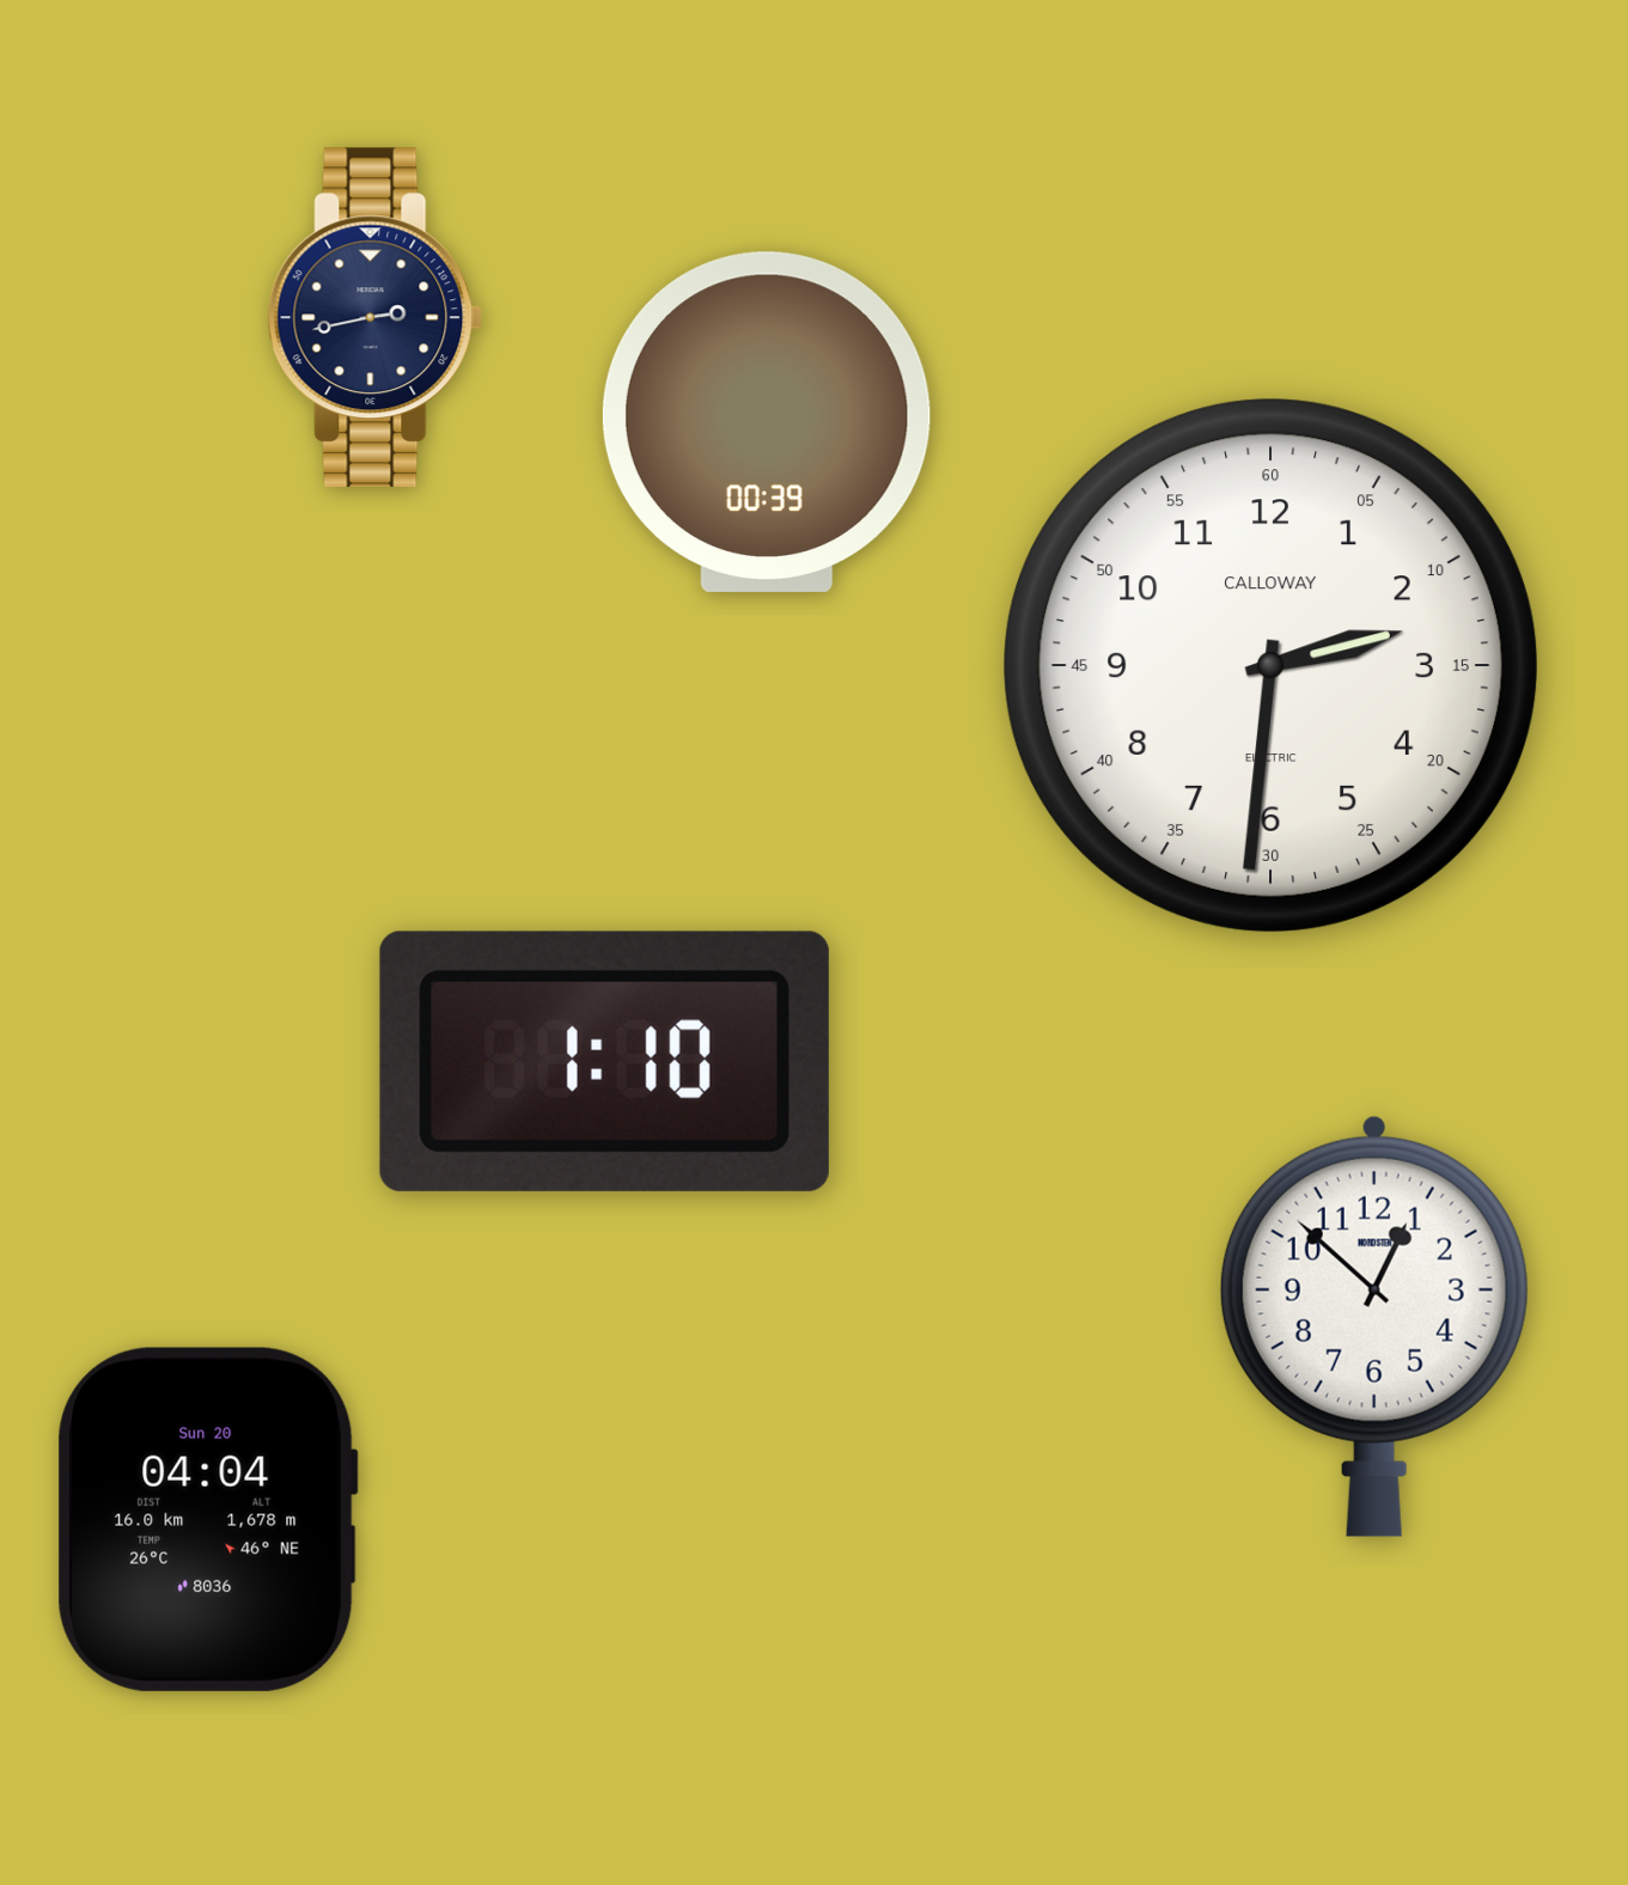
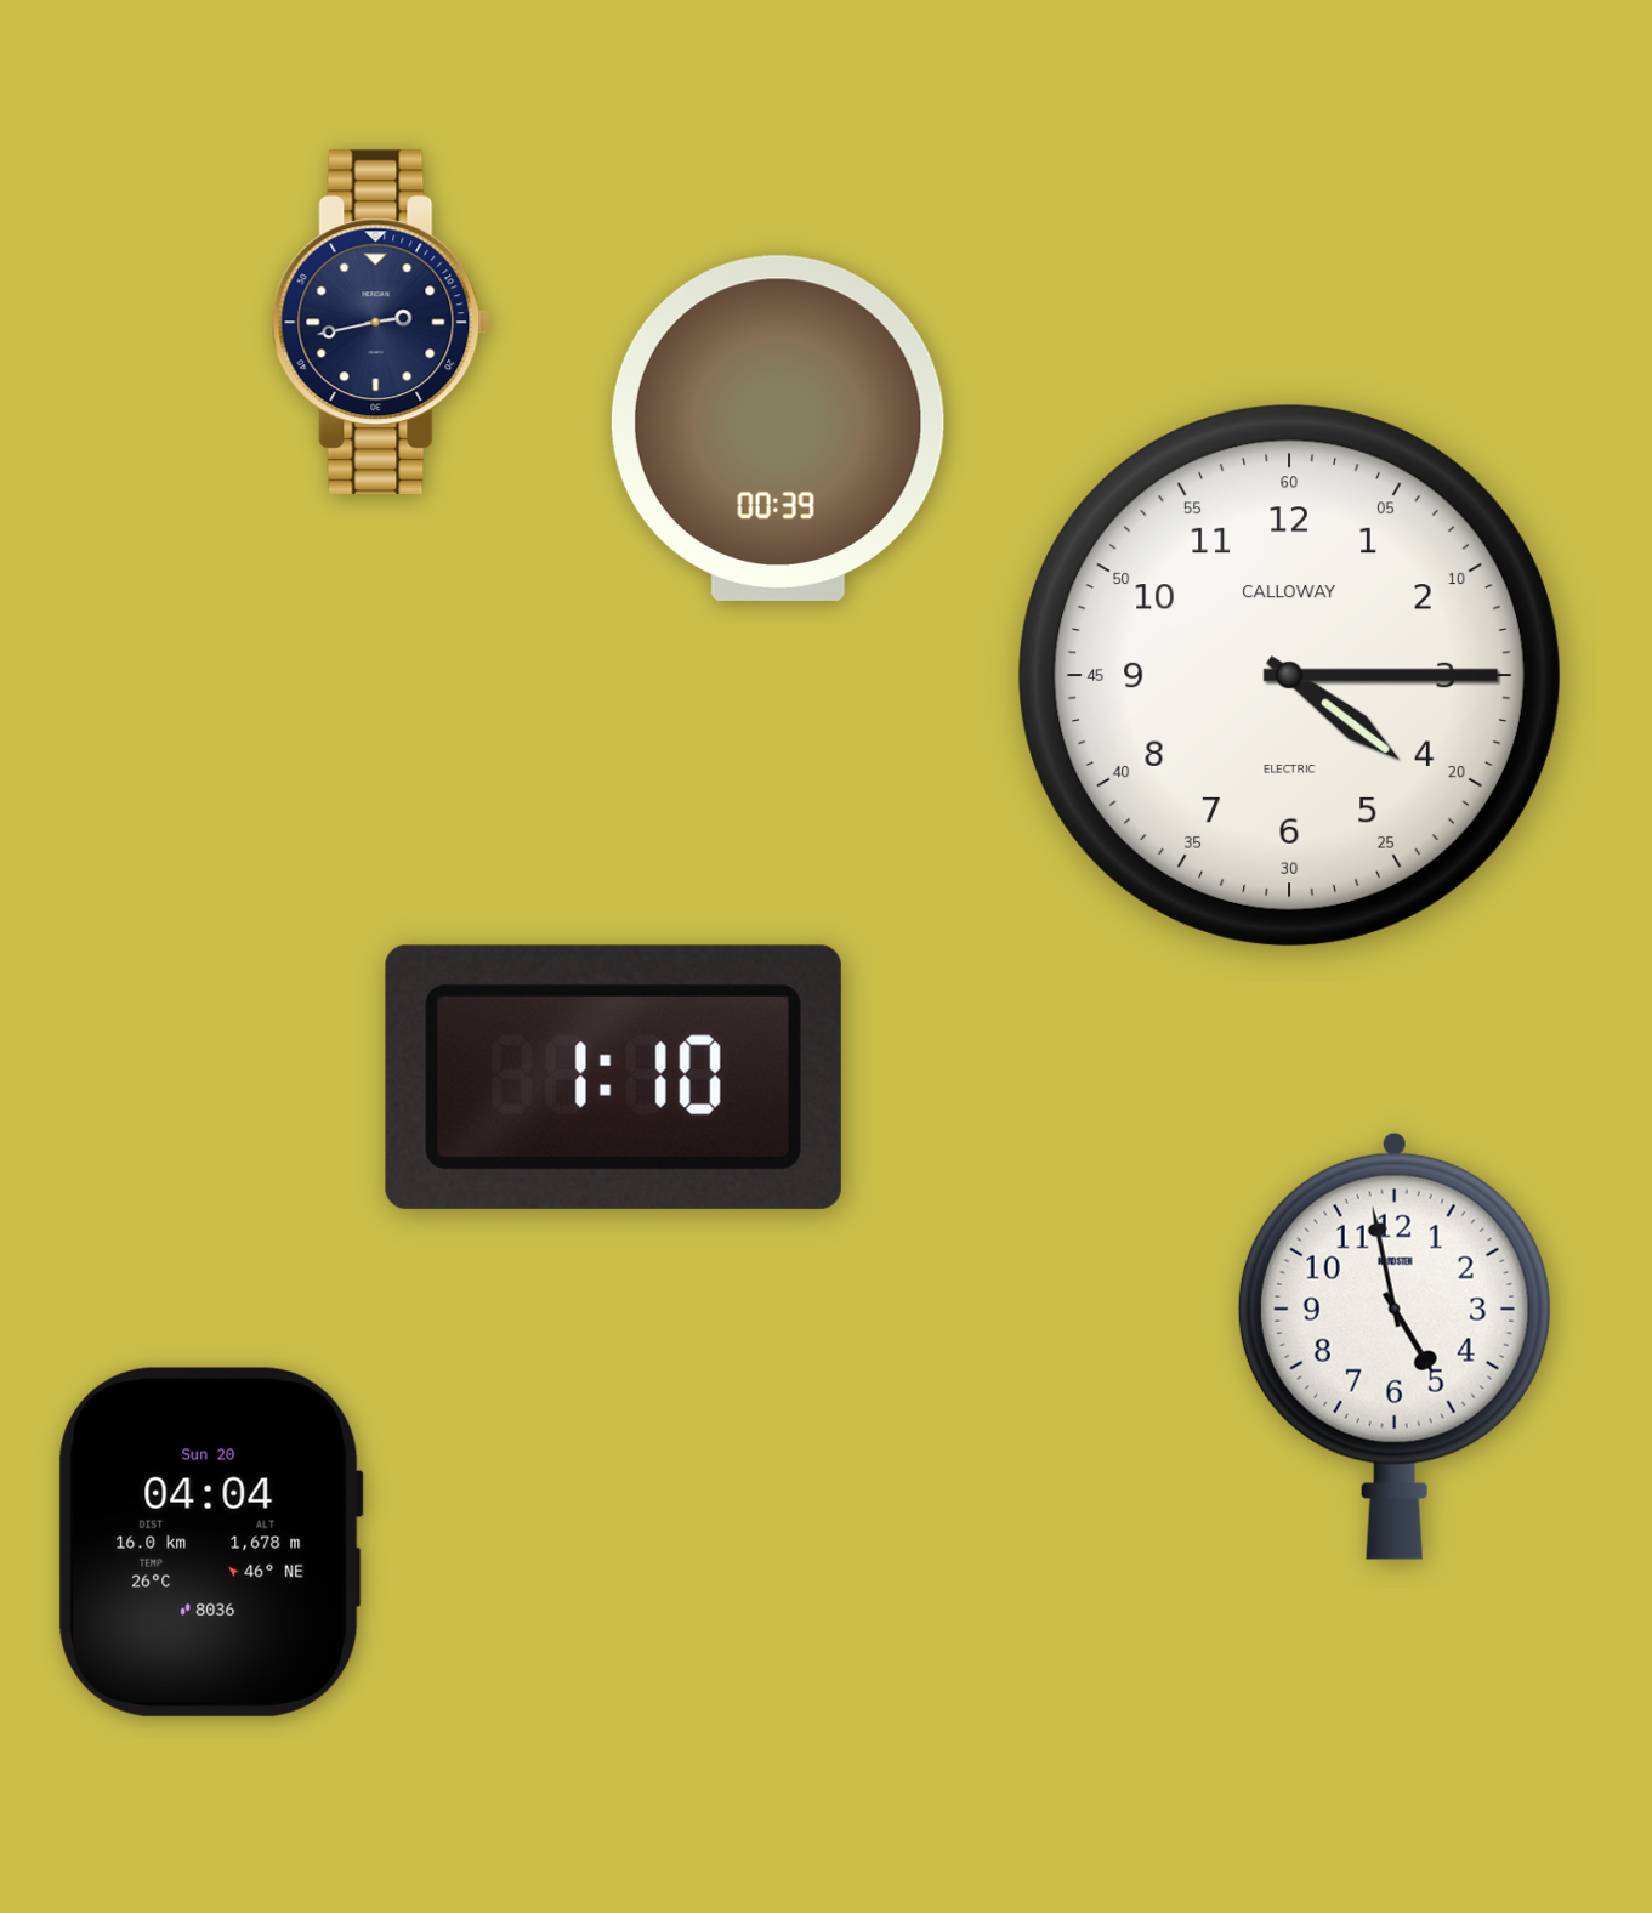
clock at (1270, 665): 2:31 -> 4:15
clock at (1374, 1326): 12:52 -> 4:58
